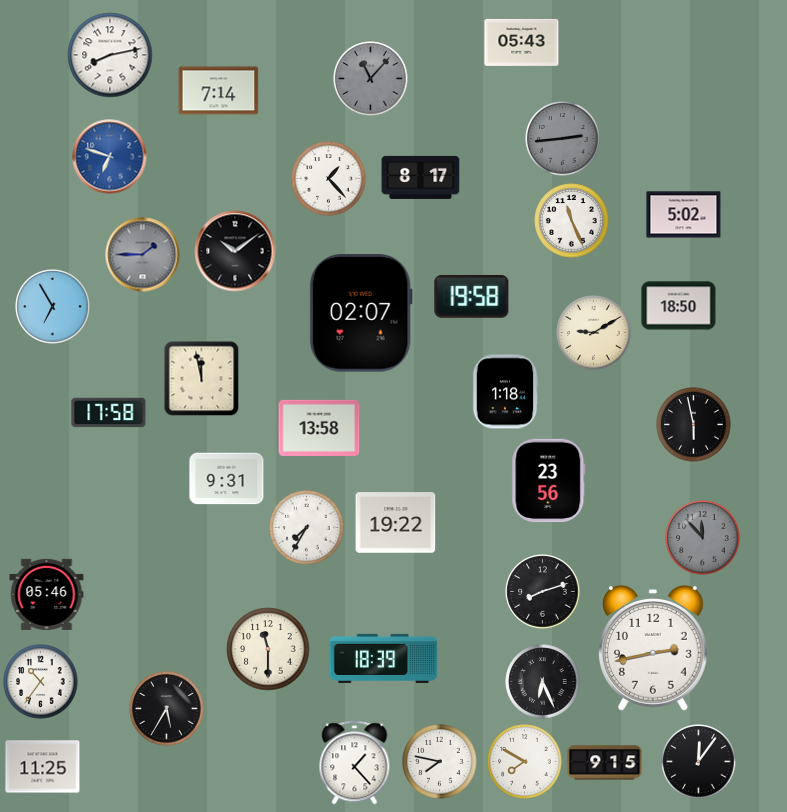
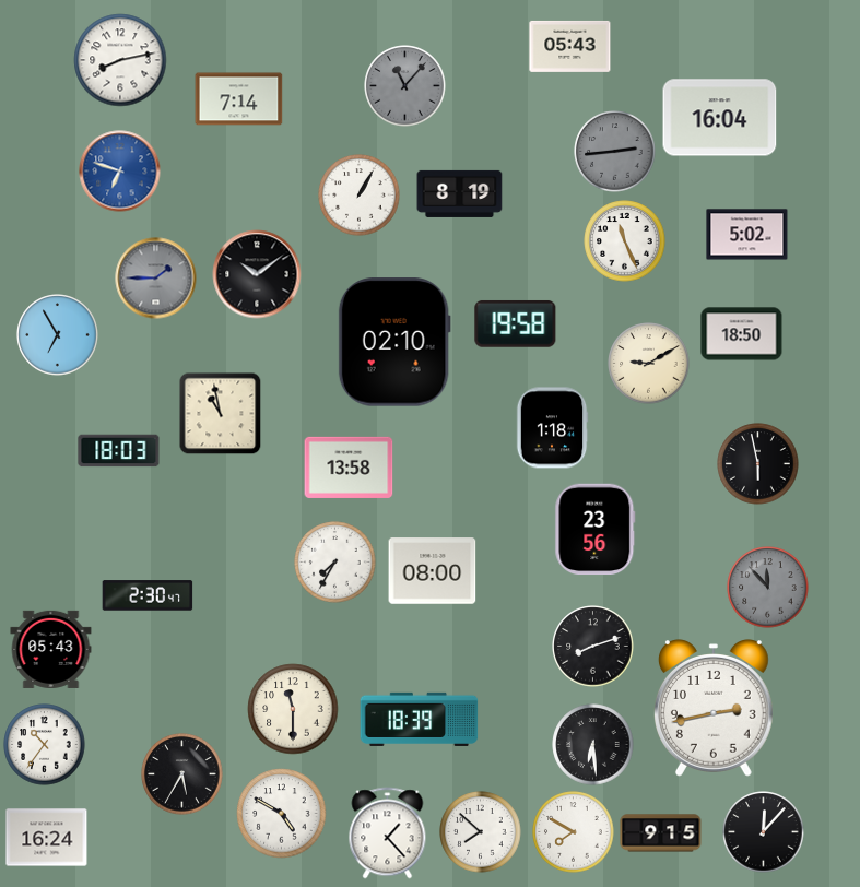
clock at (720, 118): none -> 16:04
clock at (421, 177): 8:17 -> 8:19
clock at (329, 179): 1:23 -> 1:05
clock at (361, 313): 02:07 -> 02:10
clock at (202, 379): 11:58 -> 10:58
clock at (109, 413): 17:58 -> 18:03
clock at (227, 479): 9:31 -> none
clock at (549, 481) position: (549, 481) -> (596, 530)
clock at (396, 523): 19:22 -> 08:00
clock at (307, 528) position: (307, 528) -> (335, 563)
clock at (148, 595): none -> 2:30
clock at (47, 594): 05:46 -> 05:43
clock at (543, 682): 6:26 -> 6:29
clock at (282, 814): none -> 4:50
clock at (440, 762): 7:47 -> 7:52
clock at (699, 762): 12:06 -> 12:07
clock at (43, 767): 11:25 -> 16:24
